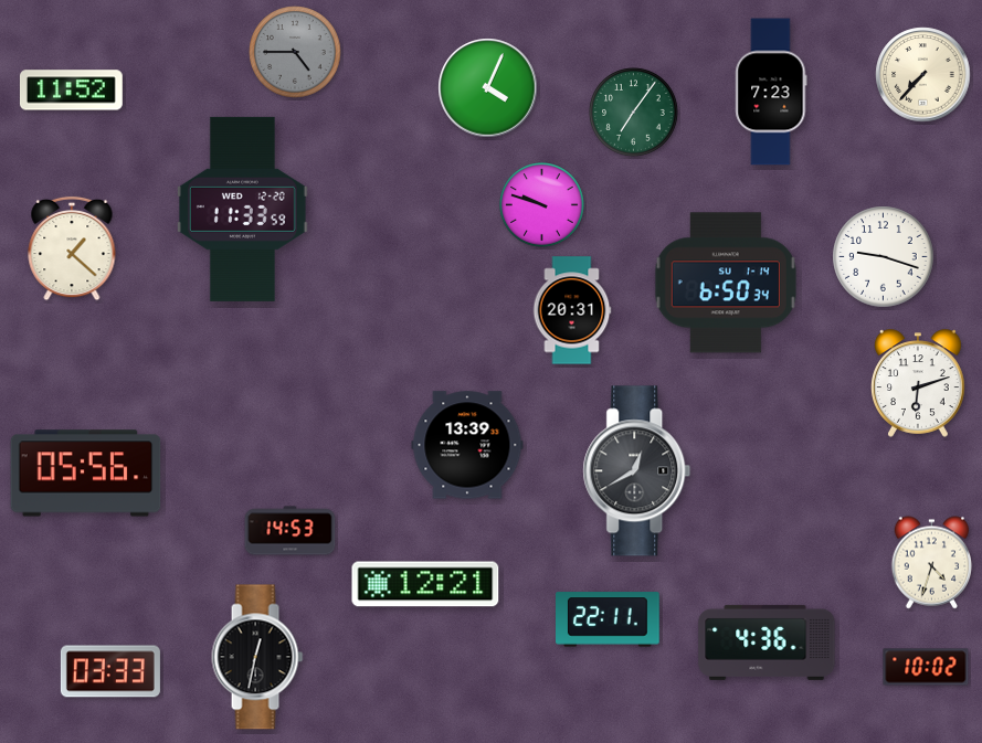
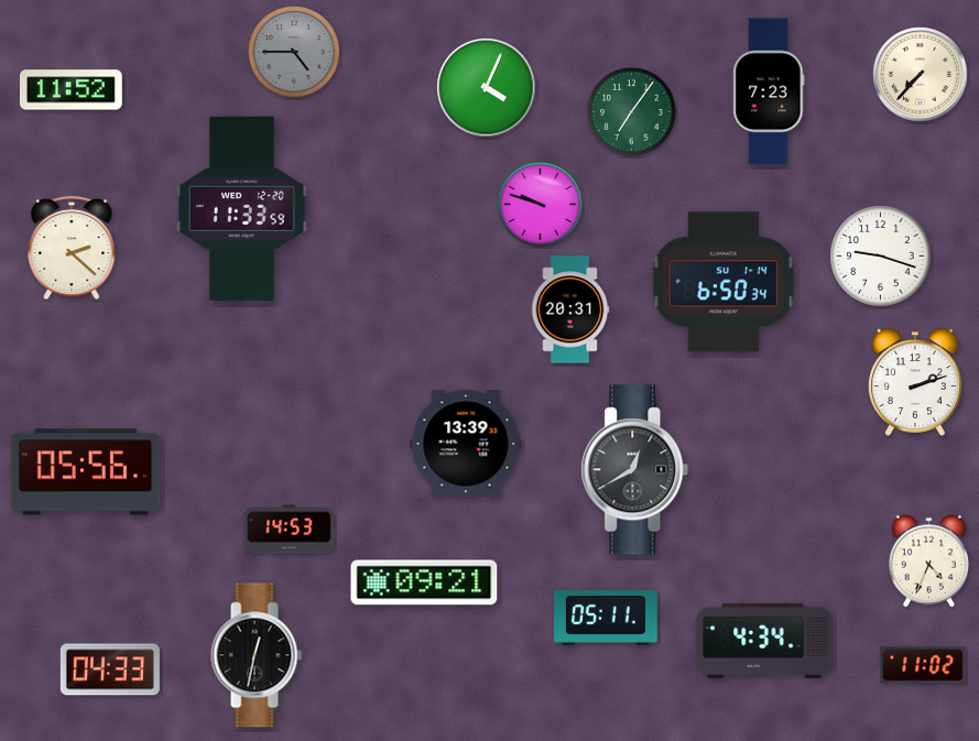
clock at (72, 248): 1:22 -> 2:22
clock at (919, 383): 6:12 -> 2:12
clock at (932, 563): 4:33 -> 4:34
clock at (425, 584): 12:21 -> 09:21
clock at (608, 619): 22:11 -> 05:11
clock at (767, 643): 4:36 -> 4:34
clock at (926, 667): 10:02 -> 11:02
clock at (110, 671): 03:33 -> 04:33
